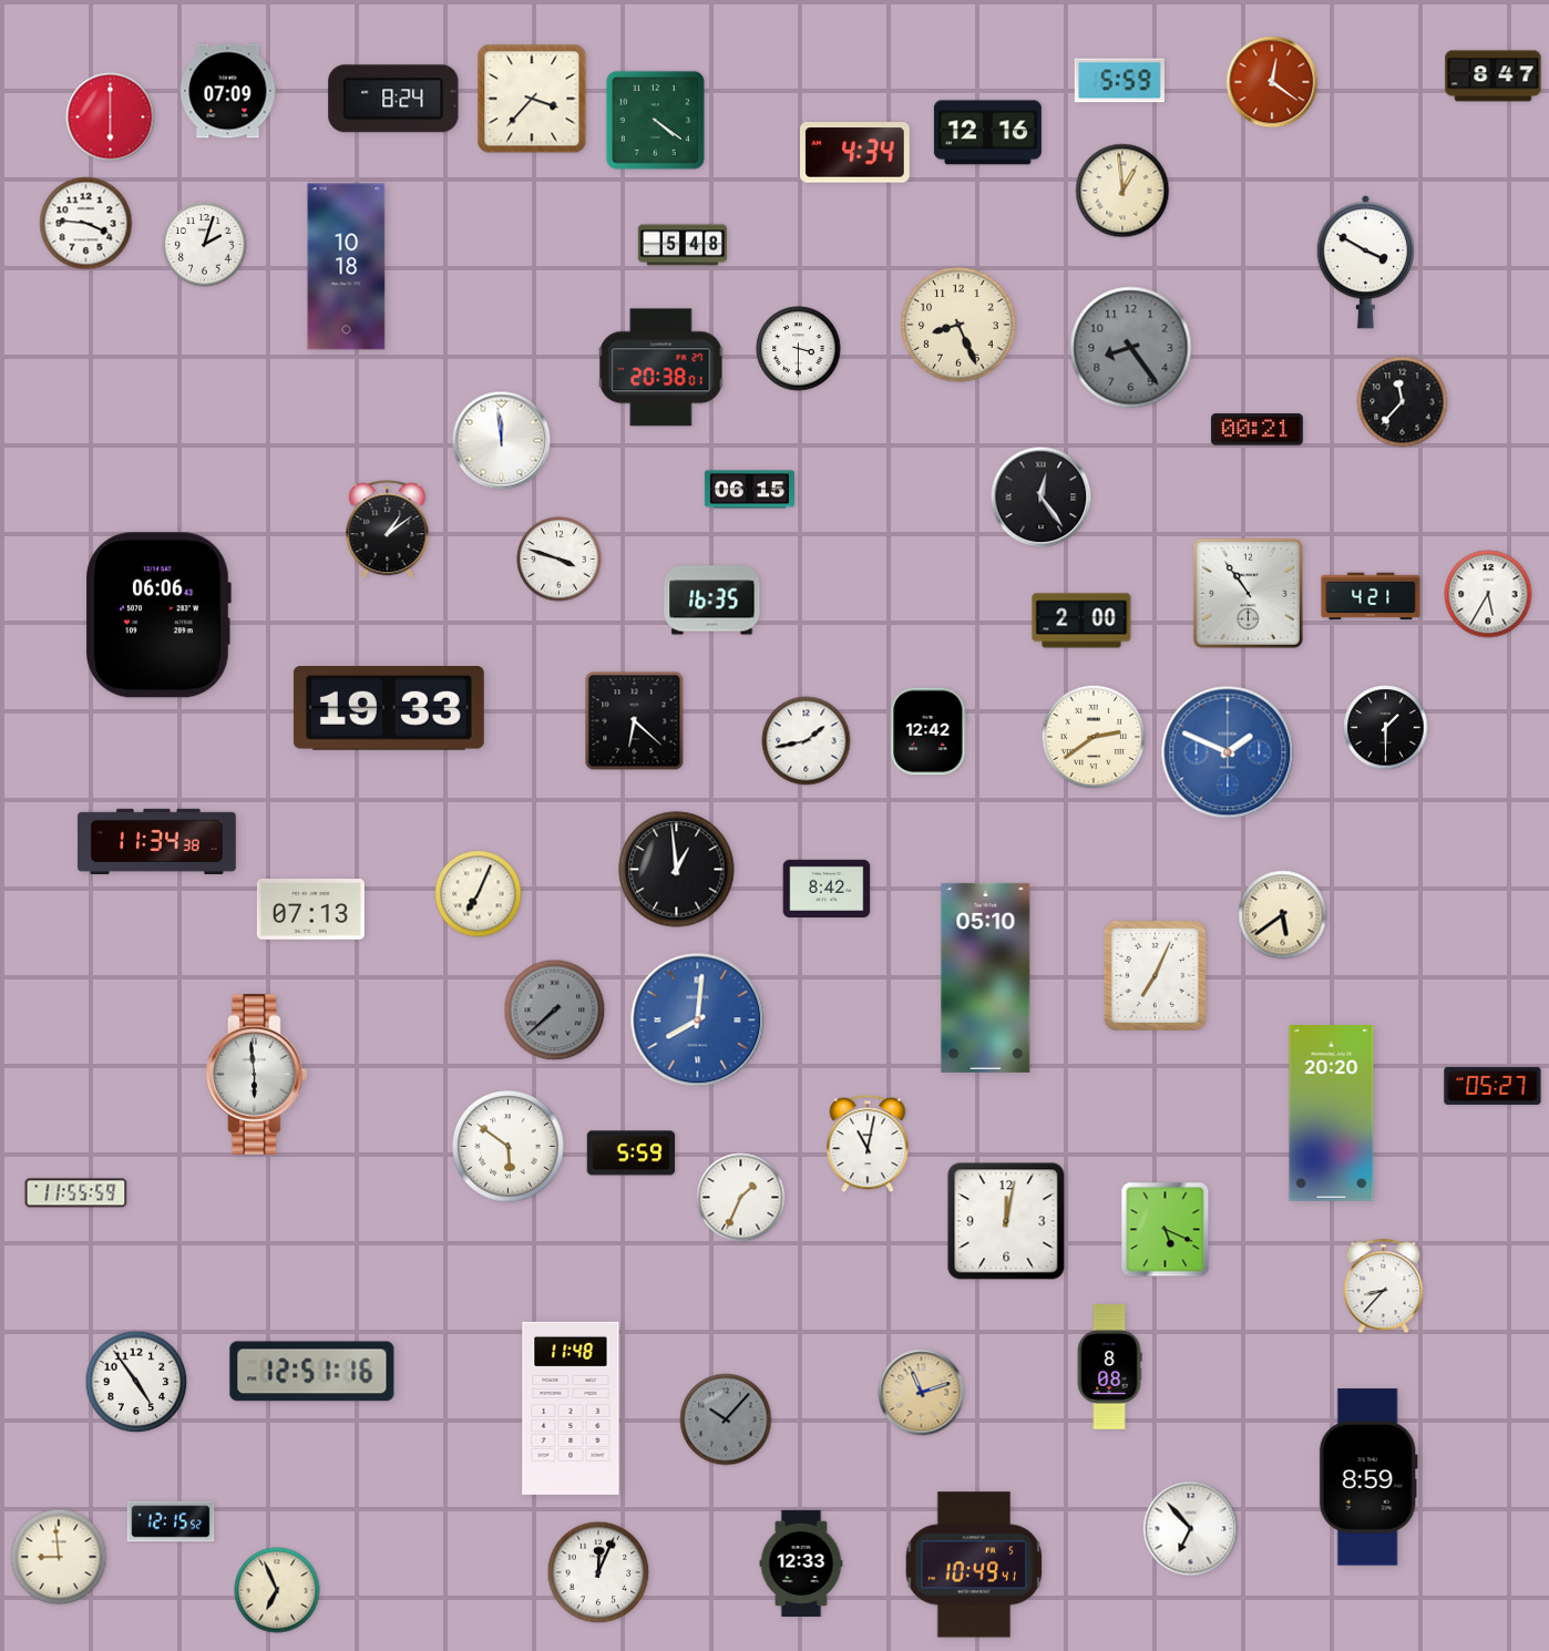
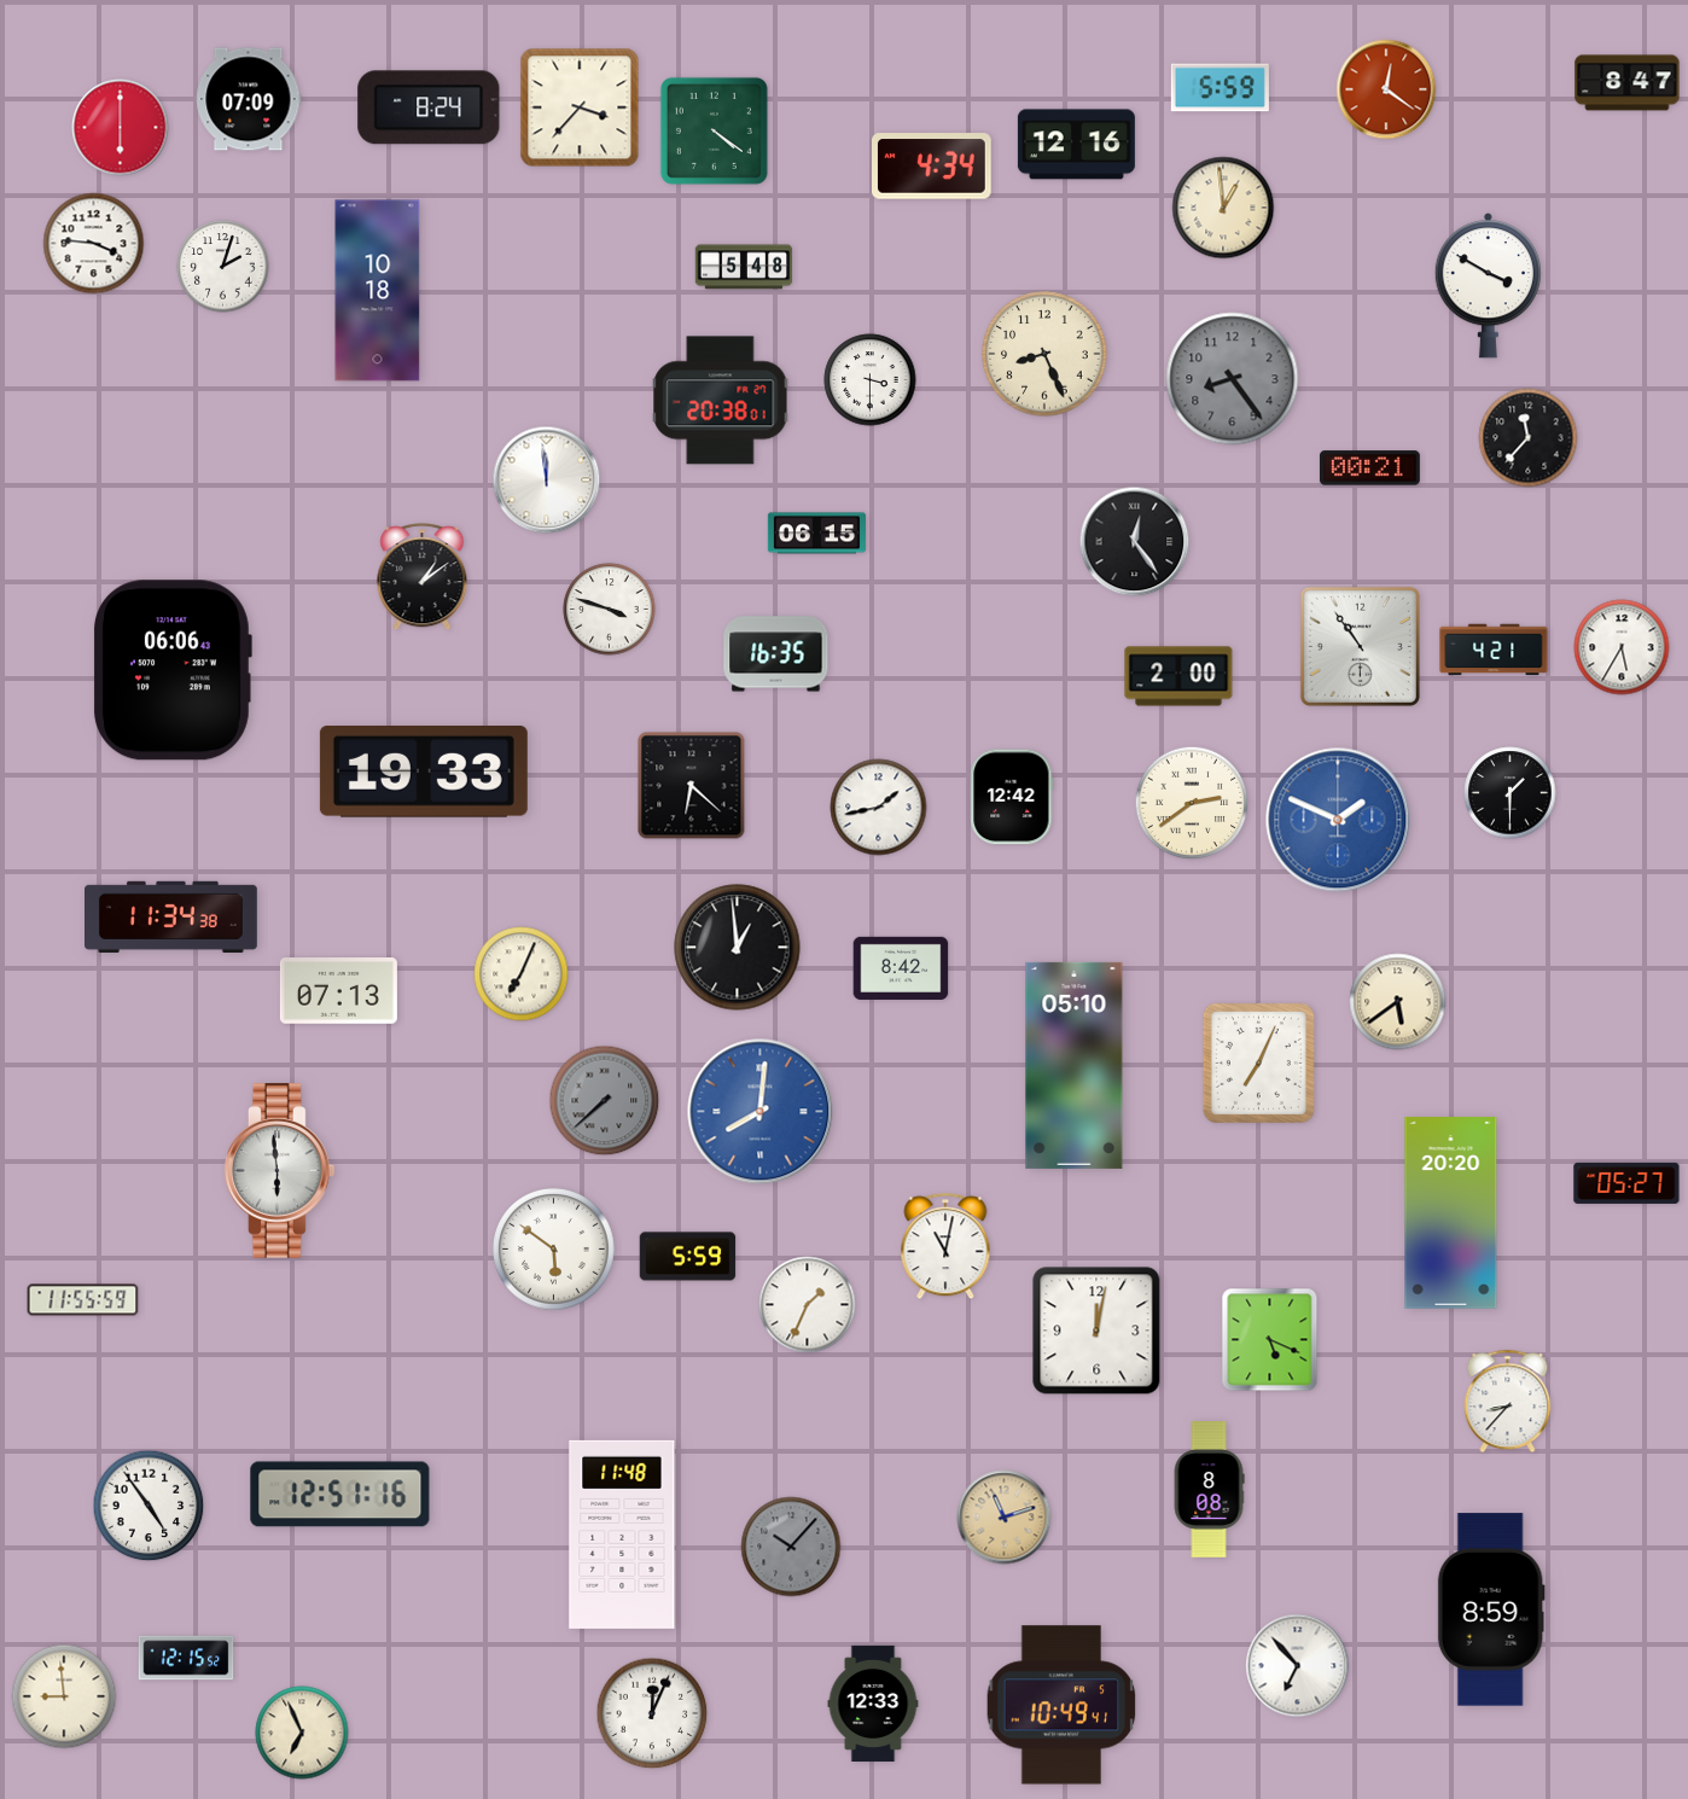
clock at (1283, 915) position: (1283, 915) -> (1398, 1002)
